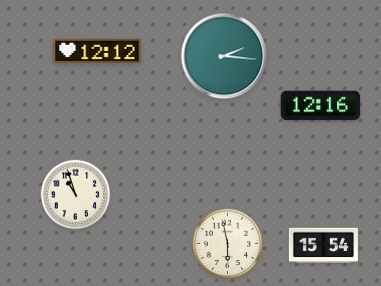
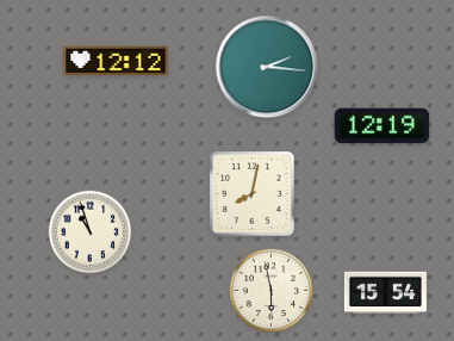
clock at (321, 106): 12:16 -> 12:19
clock at (251, 193): none -> 8:02
